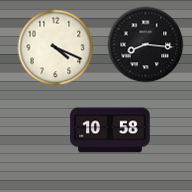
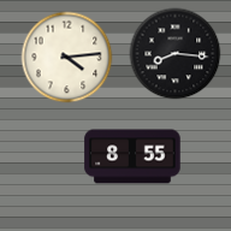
clock at (56, 48): 4:19 -> 4:14
clock at (110, 130): 10:58 -> 8:55
